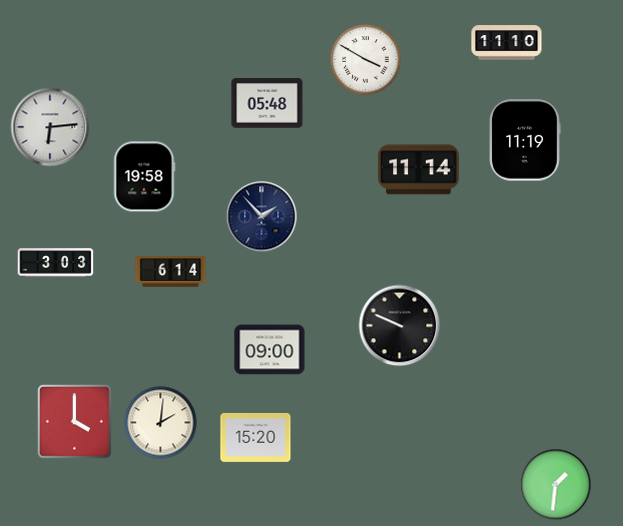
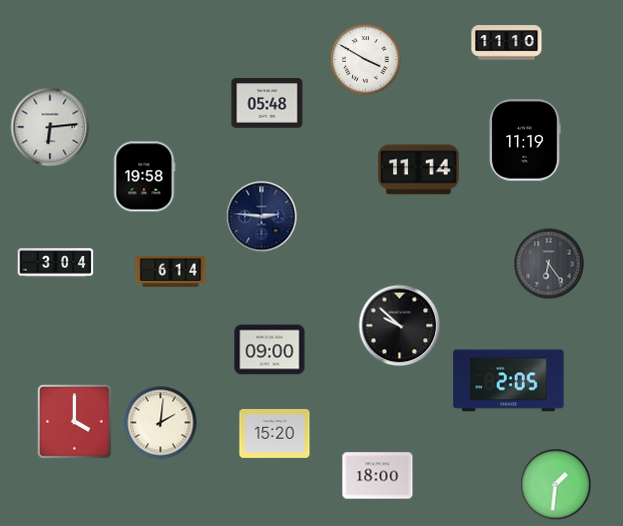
clock at (262, 217): 1:53 -> 2:46
clock at (56, 263): 3:03 -> 3:04
clock at (549, 264): none -> 6:24
clock at (400, 326): 9:49 -> 9:52
clock at (509, 381): none -> 2:05
clock at (256, 437) position: (256, 437) -> (275, 433)
clock at (378, 476): none -> 18:00
